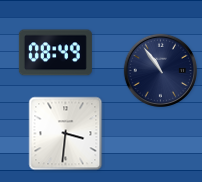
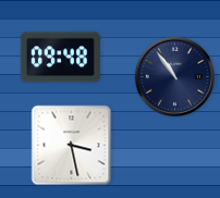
clock at (55, 53): 08:49 -> 09:48
clock at (66, 134): 3:31 -> 3:28
